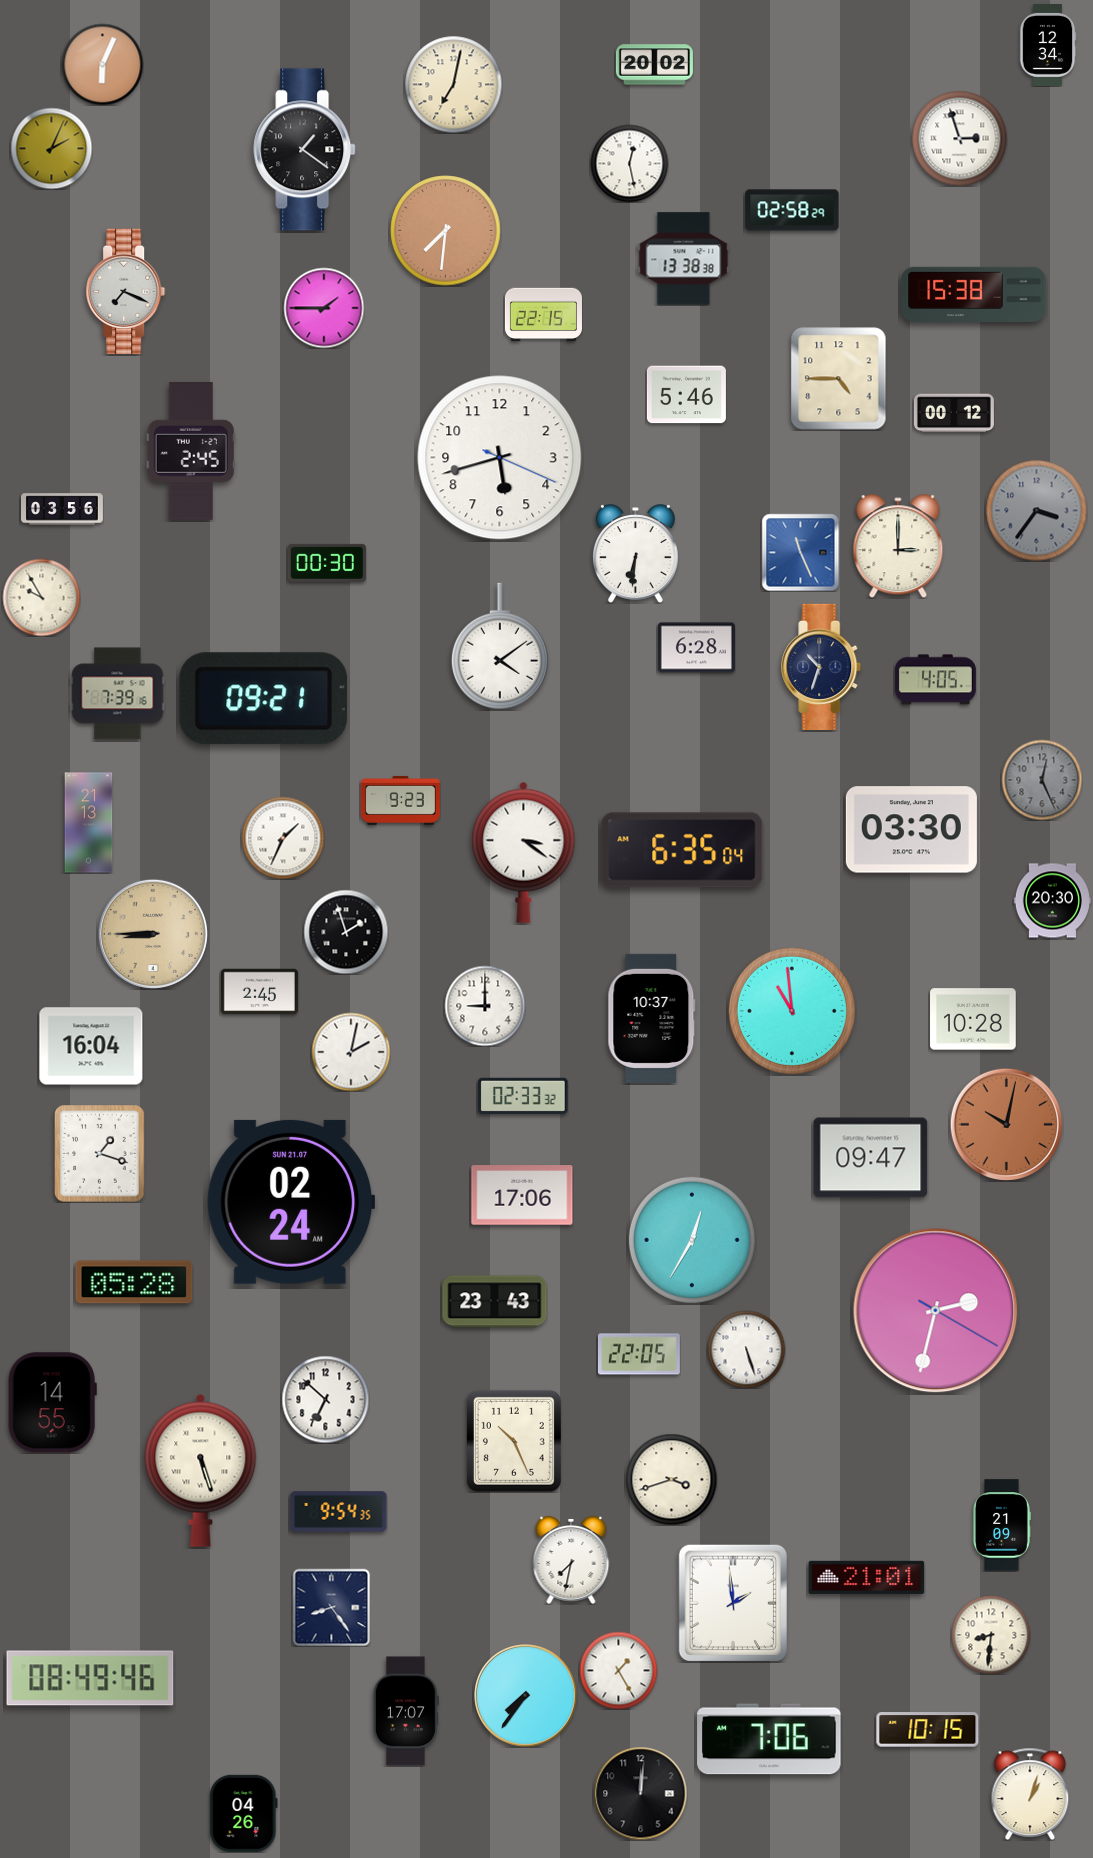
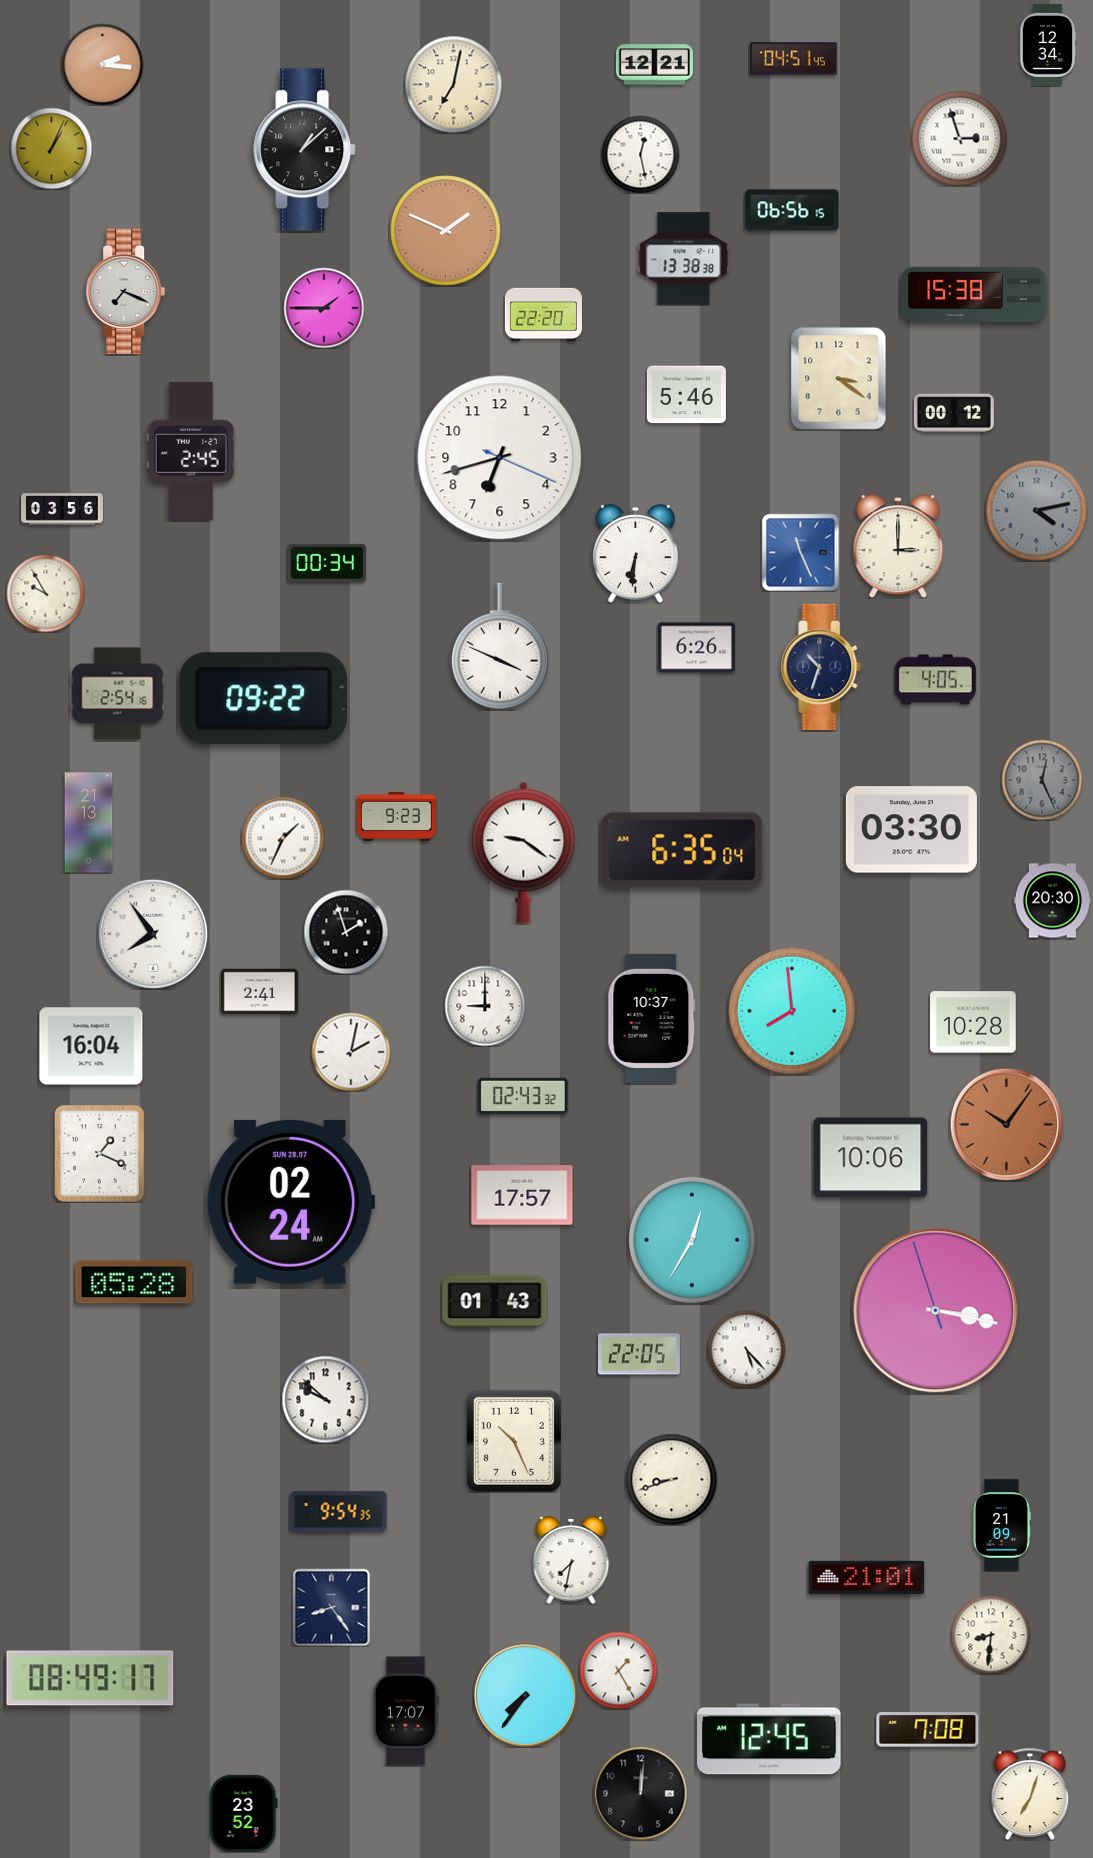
clock at (794, 59): none -> 04:51
clock at (102, 64): 6:04 -> 2:16
clock at (654, 65): 20:02 -> 12:21
clock at (51, 148): 2:04 -> 1:04
clock at (305, 150): 1:21 -> 1:08
clock at (629, 163) position: (629, 163) -> (640, 154)
clock at (792, 210): 02:58 -> 06:56
clock at (446, 231): 7:31 -> 1:49
clock at (543, 315): 22:15 -> 22:20
clock at (839, 379): 4:45 -> 3:21
clock at (500, 458): 5:42 -> 6:42
clock at (1037, 511): 3:36 -> 4:13
clock at (327, 563): 00:30 -> 00:34
clock at (41, 597) position: (41, 597) -> (45, 593)
clock at (500, 646): 4:09 -> 3:49
clock at (696, 648): 6:28 -> 6:26
clock at (118, 694): 7:39 -> 2:54
clock at (263, 699): 09:21 -> 09:22
clock at (400, 800) position: (400, 800) -> (396, 816)
clock at (524, 852): 3:21 -> 9:21
clock at (153, 934): 8:45 -> 7:54
clock at (153, 934) dial: champagne -> white
clock at (259, 992): 2:45 -> 2:41
clock at (792, 1011): 10:59 -> 7:59
clock at (973, 1019) position: (973, 1019) -> (973, 1022)
clock at (523, 1096): 02:33 -> 02:43
clock at (1006, 1124): 10:02 -> 10:06
clock at (100, 1154): 1:18 -> 1:19
clock at (871, 1158): 09:47 -> 10:06
clock at (522, 1195): 17:06 -> 17:57
clock at (291, 1202) date: SUN 21.07 -> SUN 28.07
clock at (495, 1302): 23:43 -> 01:43
clock at (936, 1311): 2:32 -> 3:16
clock at (746, 1349): 5:27 -> 5:23
clock at (325, 1399): 6:52 -> 9:52
clock at (52, 1403): 14:55 -> none
clock at (201, 1470): 5:27 -> none
clock at (671, 1479): 3:42 -> 8:42
clock at (733, 1603): 1:59 -> none
clock at (90, 1678): 08:49:46 -> 08:49:17
clock at (928, 1730): 10:15 -> 7:08
clock at (769, 1739): 7:06 -> 12:45
clock at (1030, 1794): 1:03 -> 7:03
clock at (244, 1813): 04:26 -> 23:52
